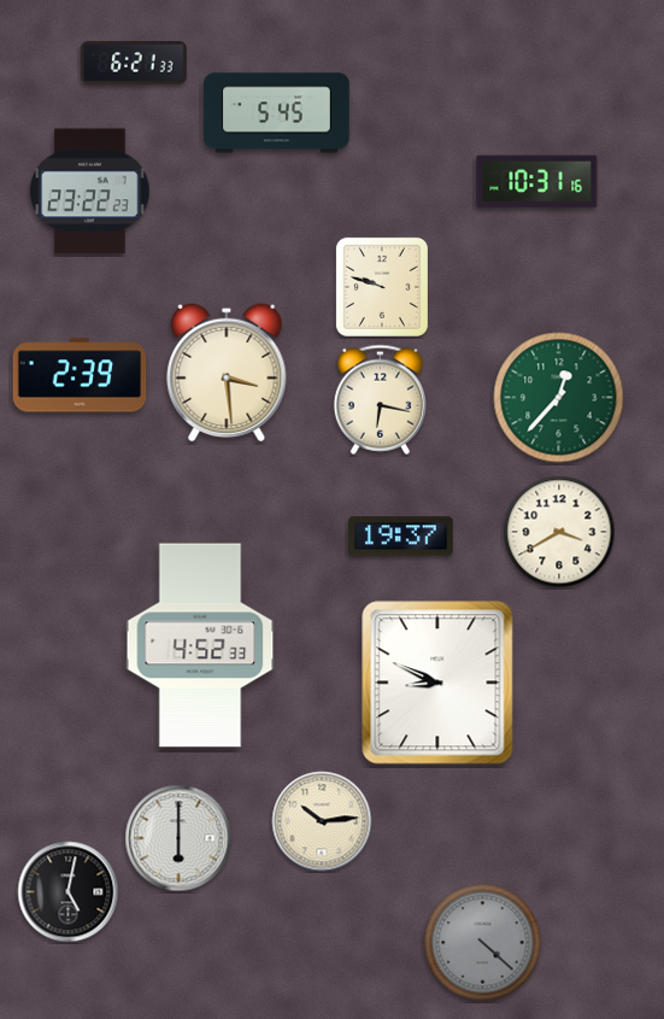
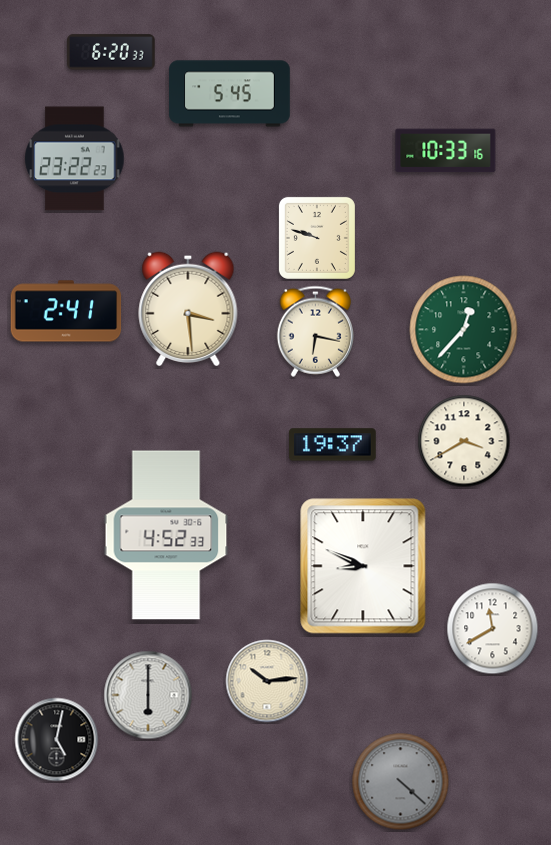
clock at (134, 63): 6:21 -> 6:20
clock at (537, 182): 10:31 -> 10:33
clock at (80, 375): 2:39 -> 2:41
clock at (493, 629): none -> 11:40
